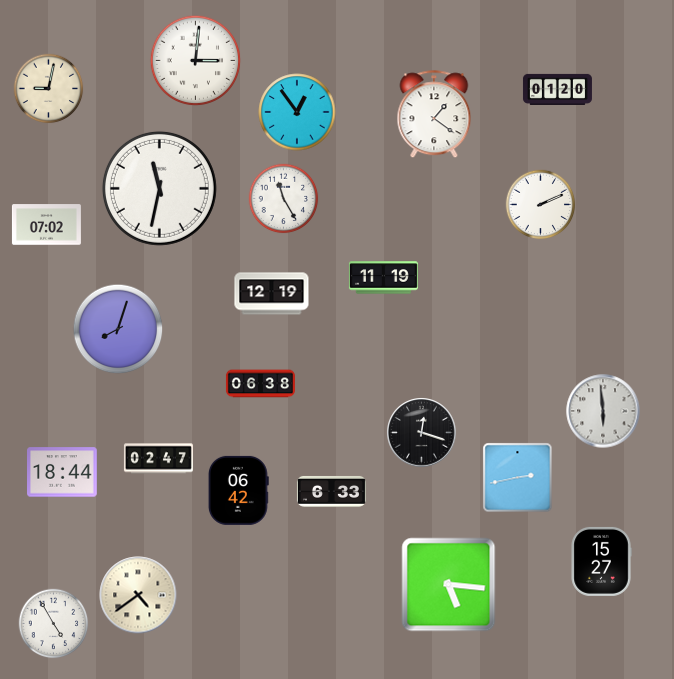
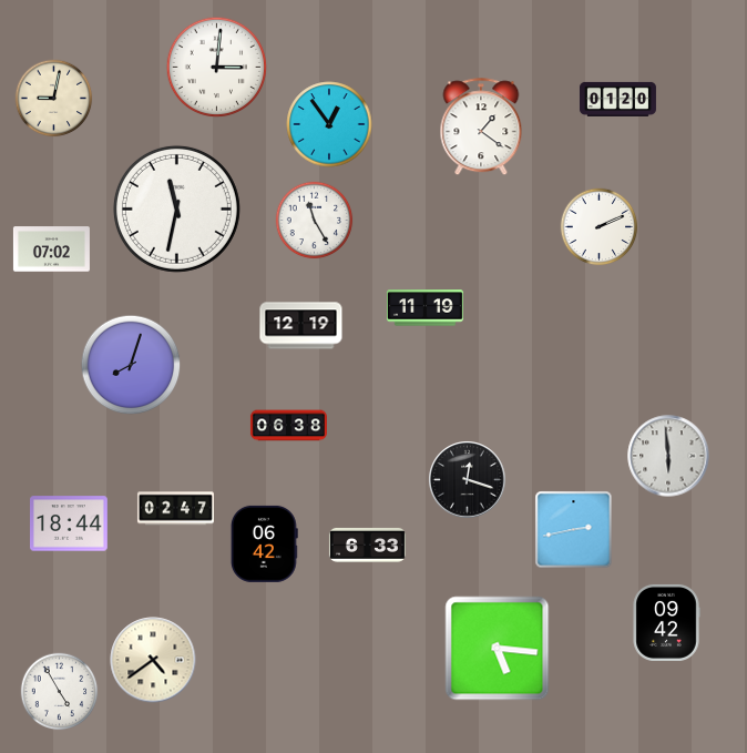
clock at (601, 561): 15:27 -> 09:42
